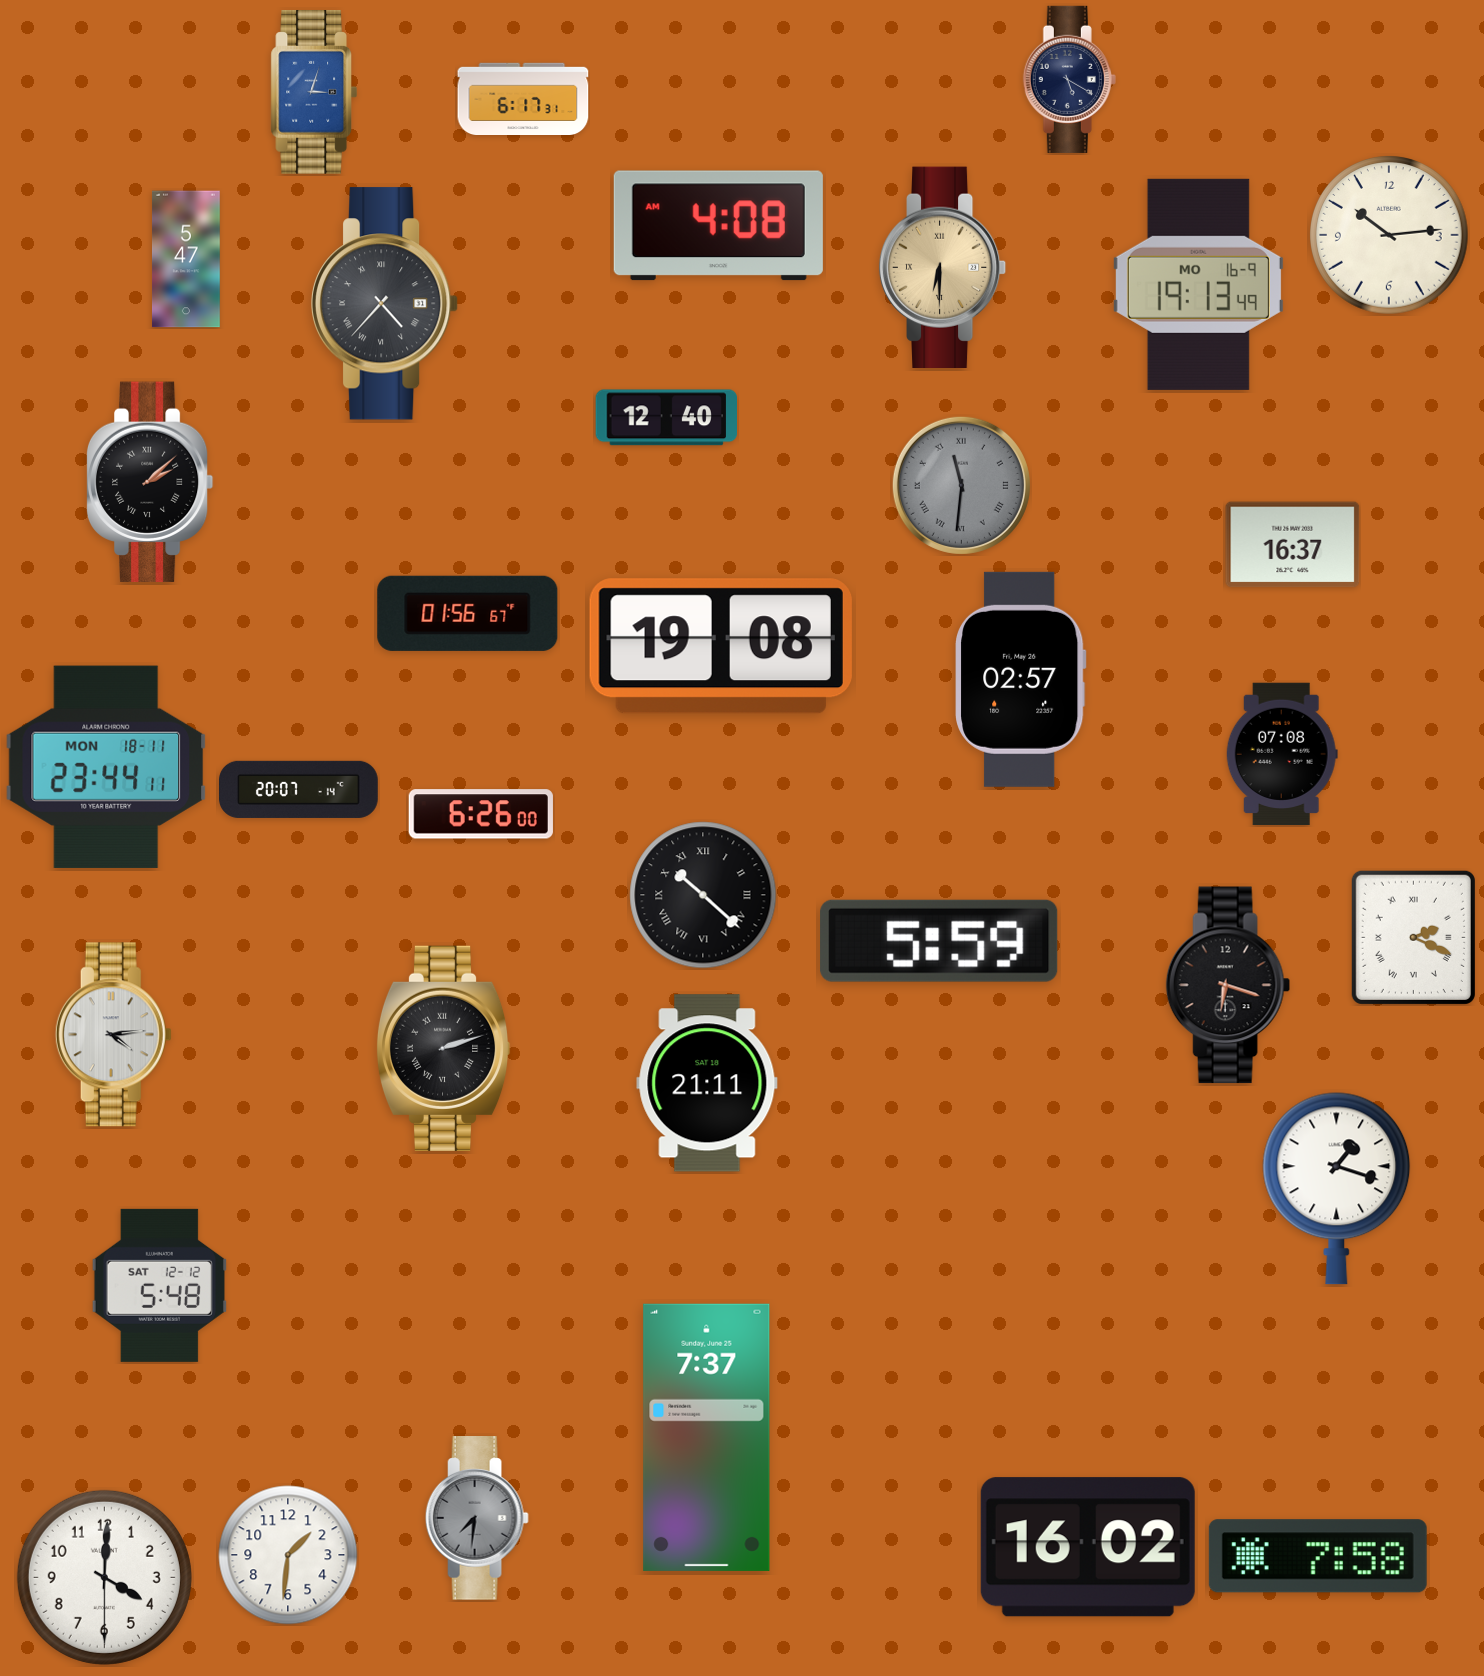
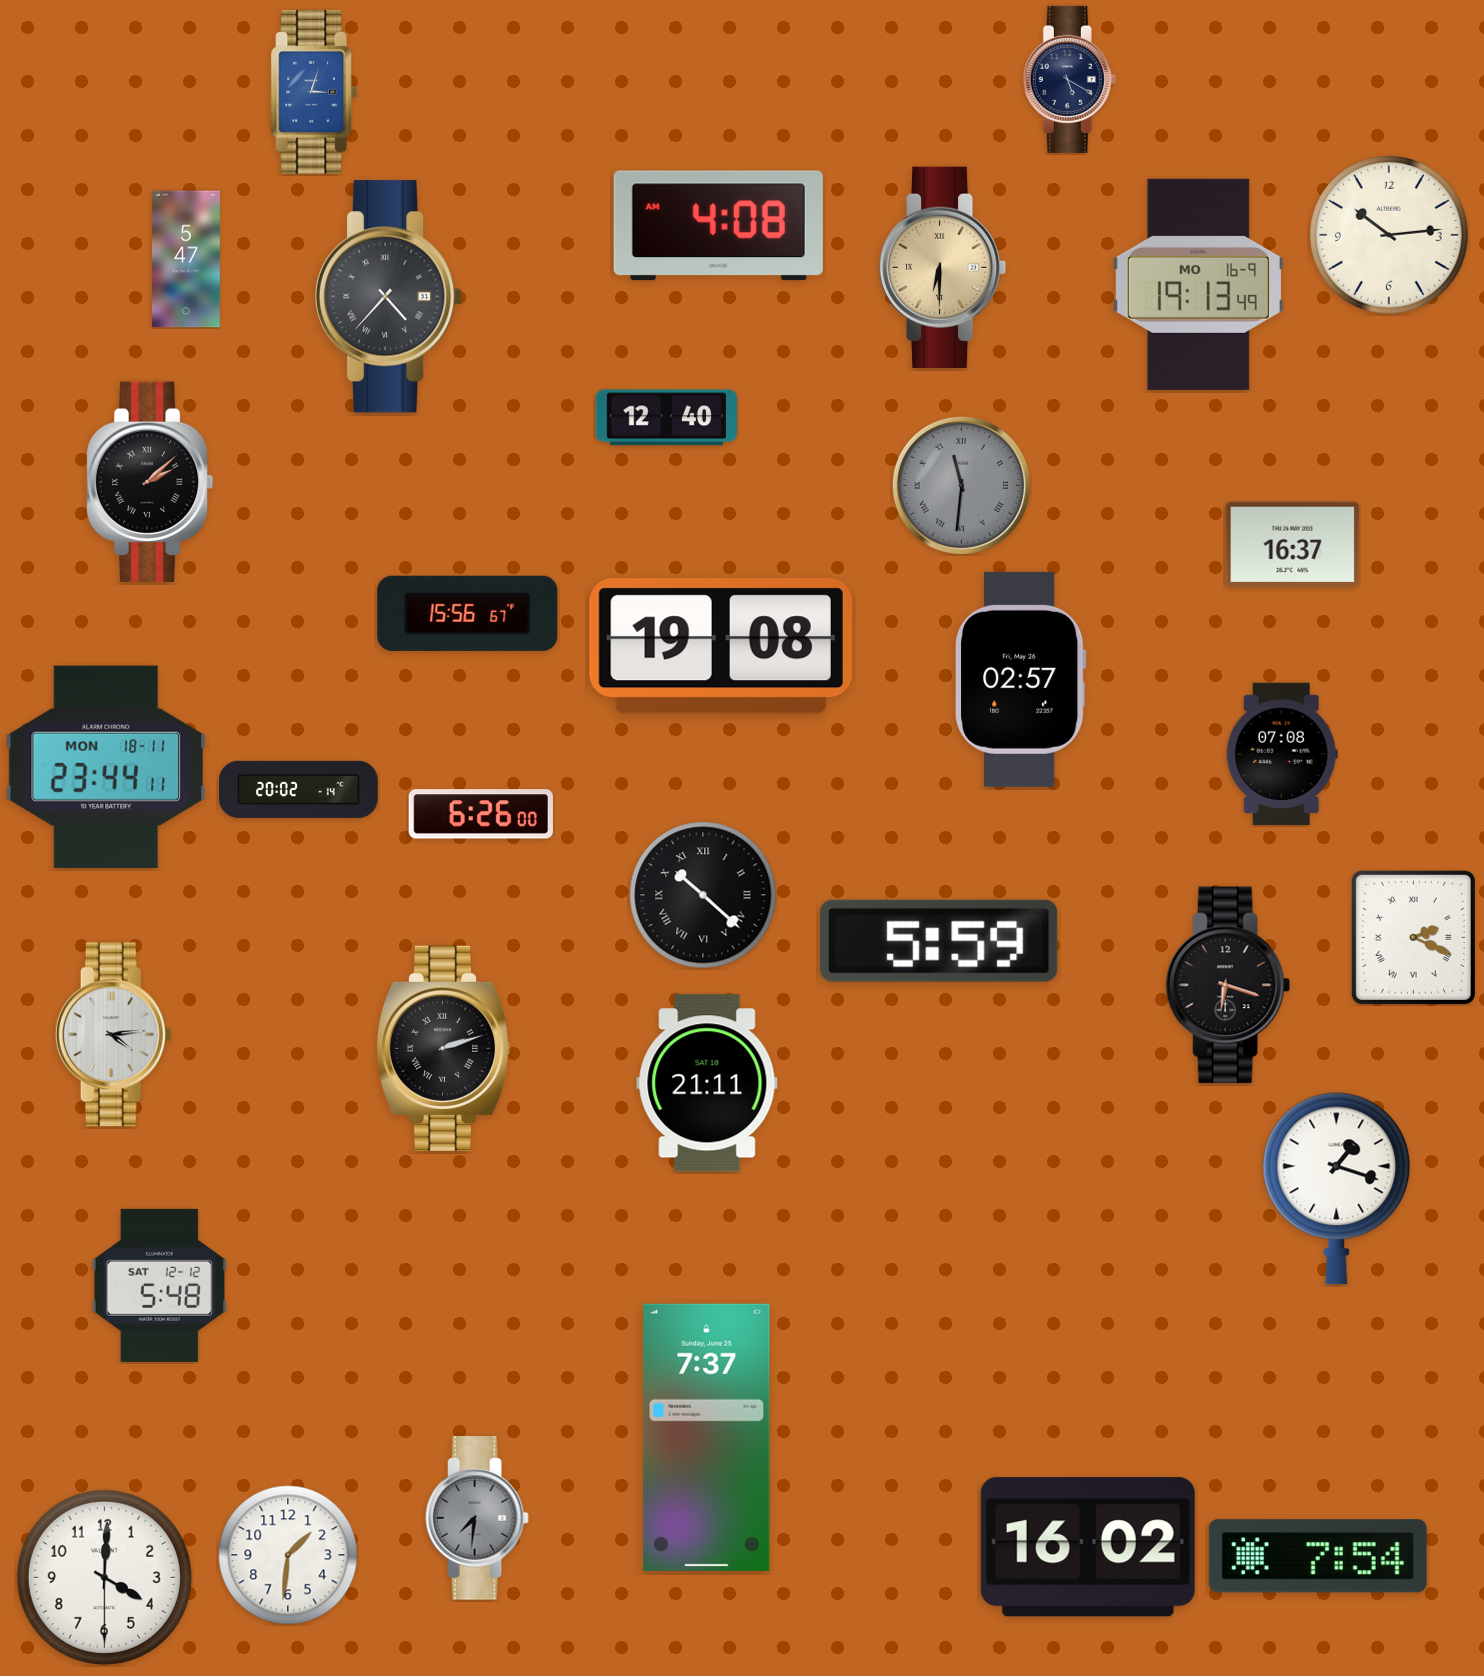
clock at (523, 98): 6:17 -> none
clock at (386, 304) position: (386, 304) -> (390, 297)
clock at (468, 613): 01:56 -> 15:56
clock at (299, 789): 20:07 -> 20:02
clock at (1318, 1556): 7:58 -> 7:54
